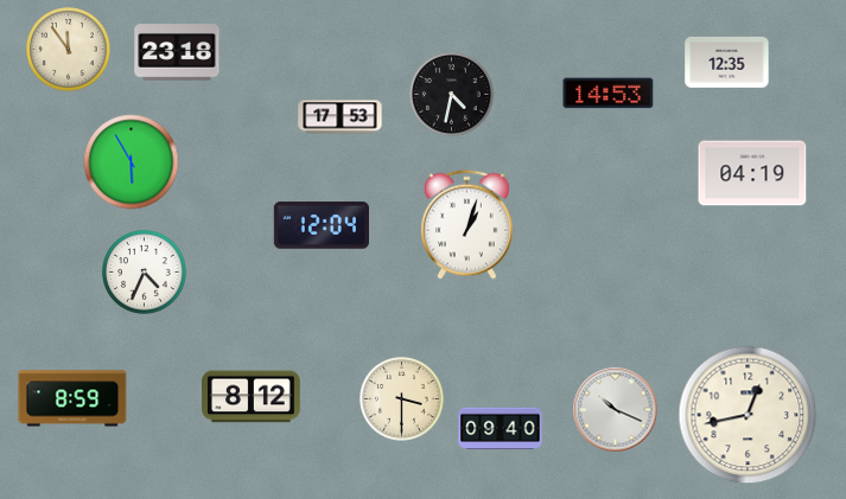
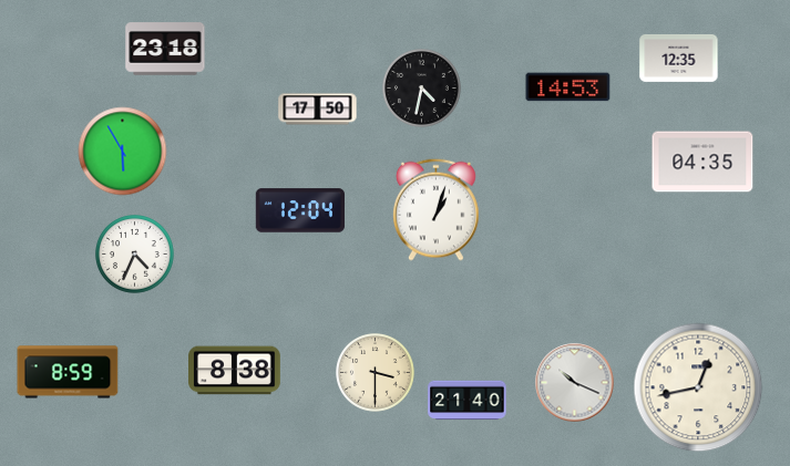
clock at (69, 50): 11:54 -> none
clock at (341, 117): 17:53 -> 17:50
clock at (752, 173): 04:19 -> 04:35
clock at (252, 397): 8:12 -> 8:38
clock at (501, 429): 09:40 -> 21:40
